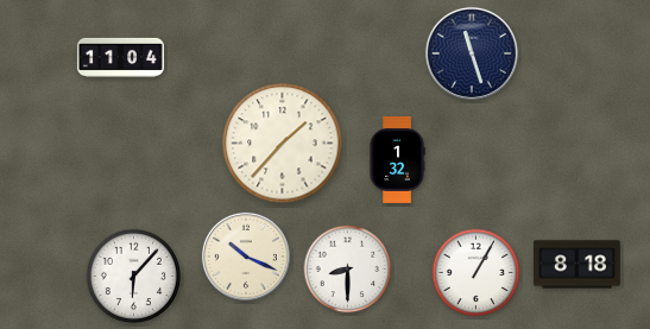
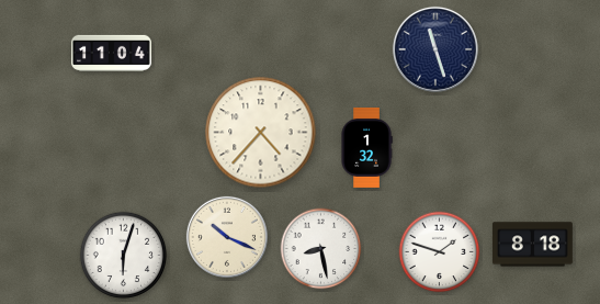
clock at (283, 144): 1:37 -> 4:37
clock at (348, 270): 8:30 -> 8:28
clock at (477, 273): 1:05 -> 1:48
clock at (134, 277): 6:07 -> 6:03
